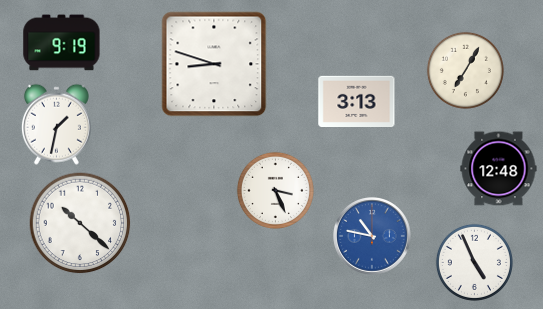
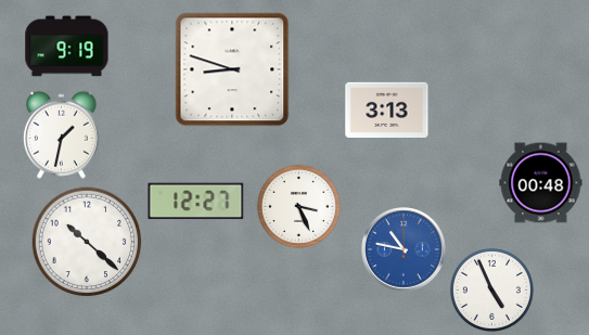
clock at (465, 70): 7:05 -> none
clock at (499, 169): 12:48 -> 00:48
clock at (196, 202): none -> 12:27
clock at (373, 237) position: (373, 237) -> (405, 250)
clock at (474, 262) position: (474, 262) -> (491, 289)
